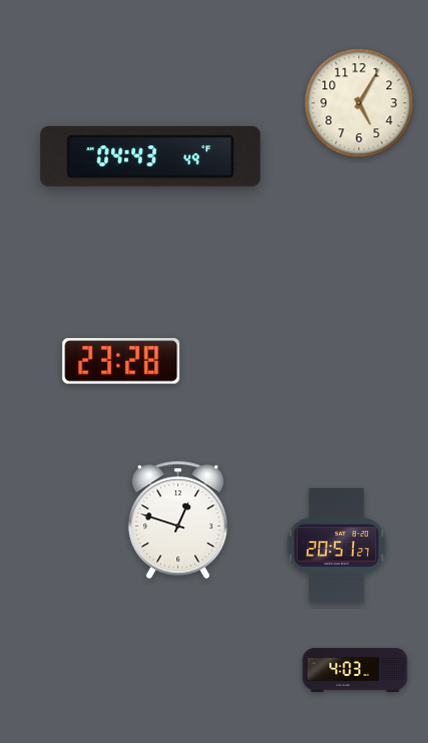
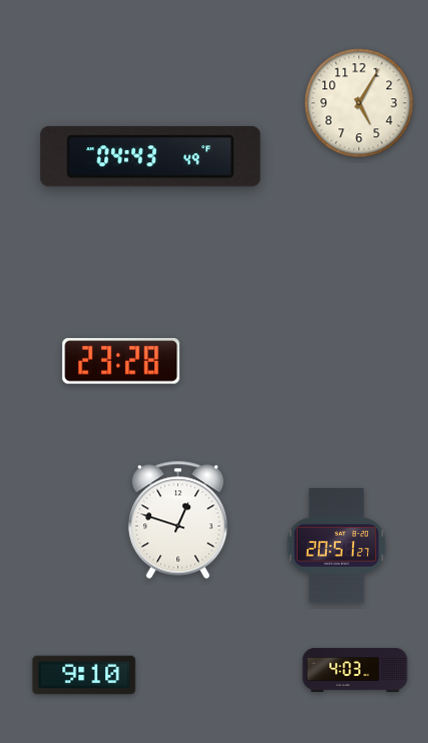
clock at (84, 675): none -> 9:10
